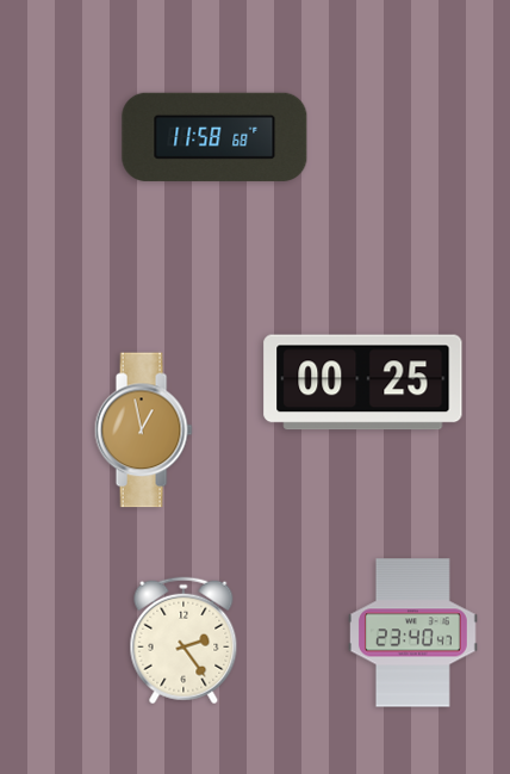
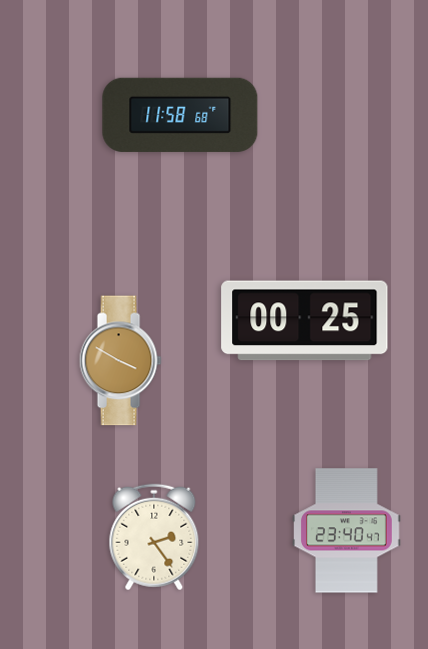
clock at (143, 431): 12:58 -> 3:50
